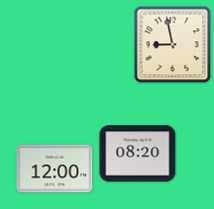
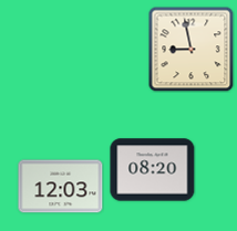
clock at (55, 169): 12:00 -> 12:03
